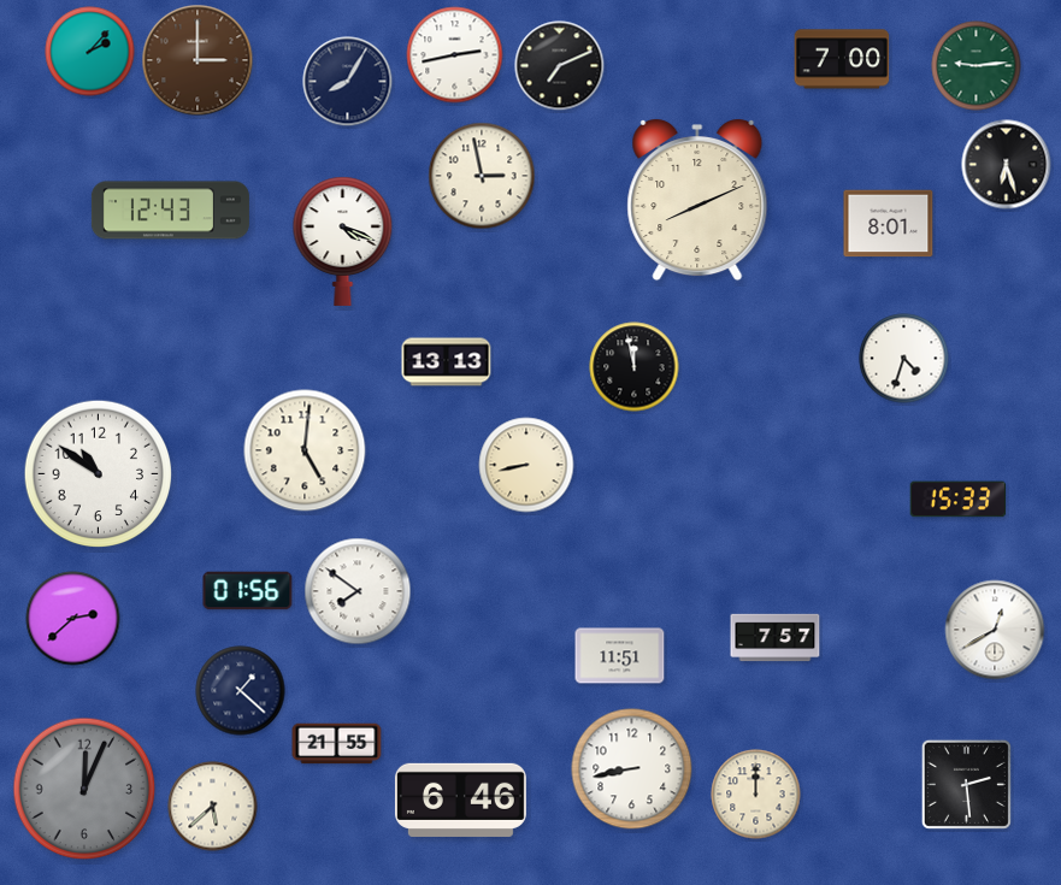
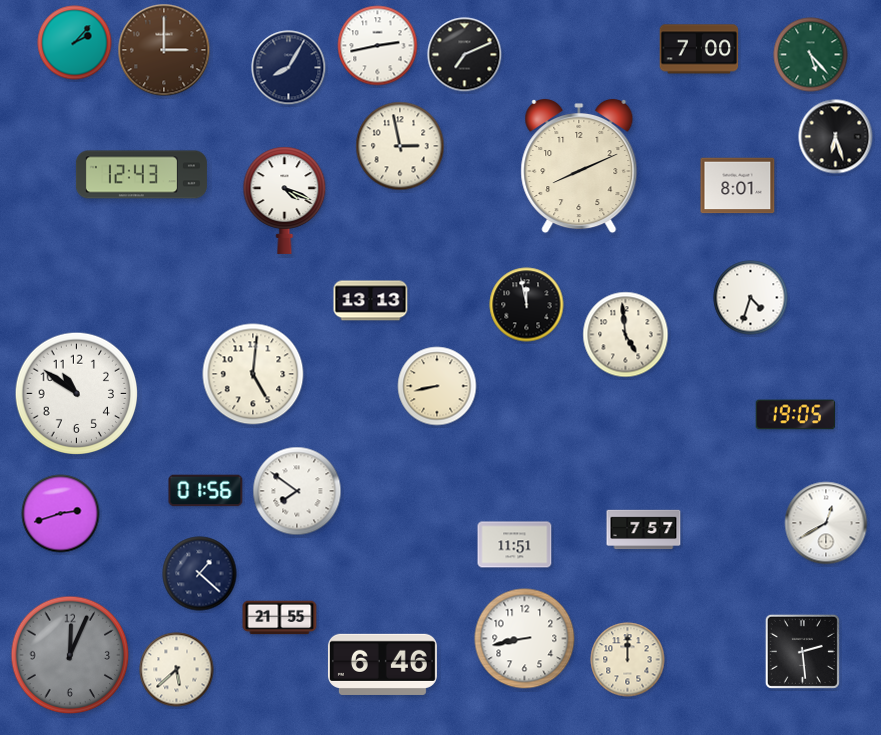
clock at (977, 66): 9:14 -> 5:23
clock at (626, 335): none -> 4:59
clock at (99, 474) position: (99, 474) -> (77, 394)
clock at (959, 500): 15:33 -> 19:05
clock at (73, 619): 2:38 -> 2:42
